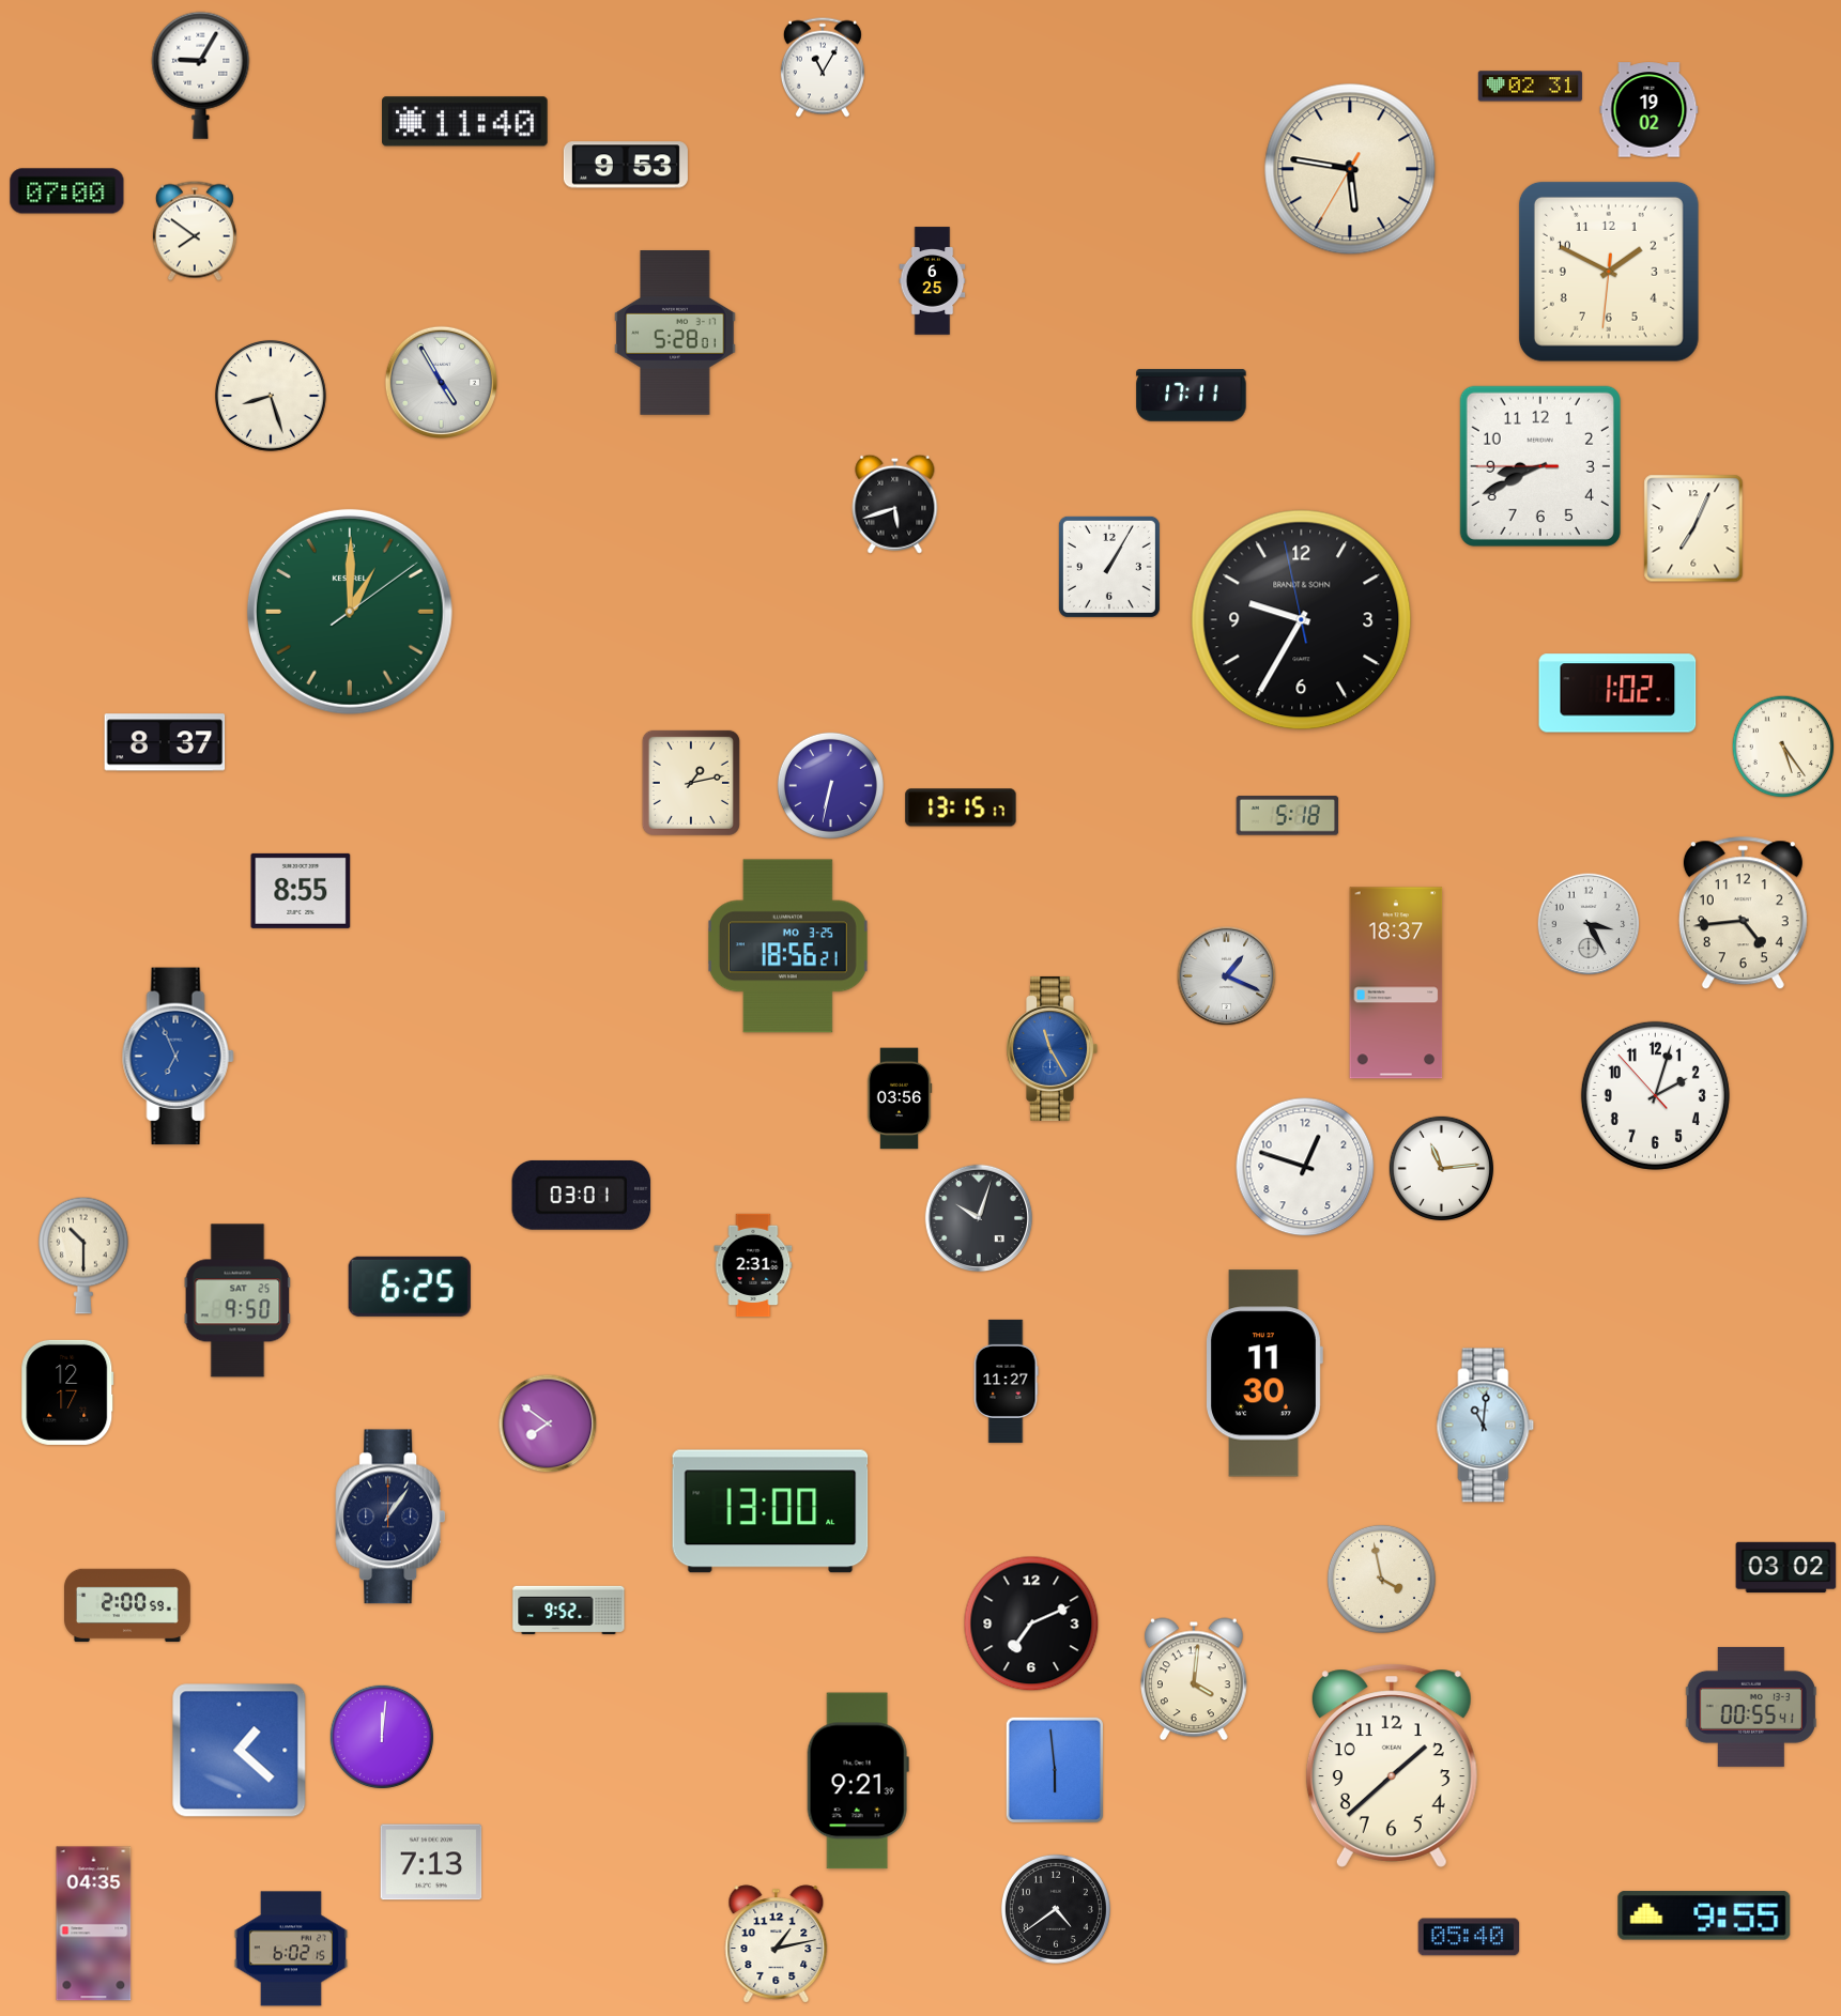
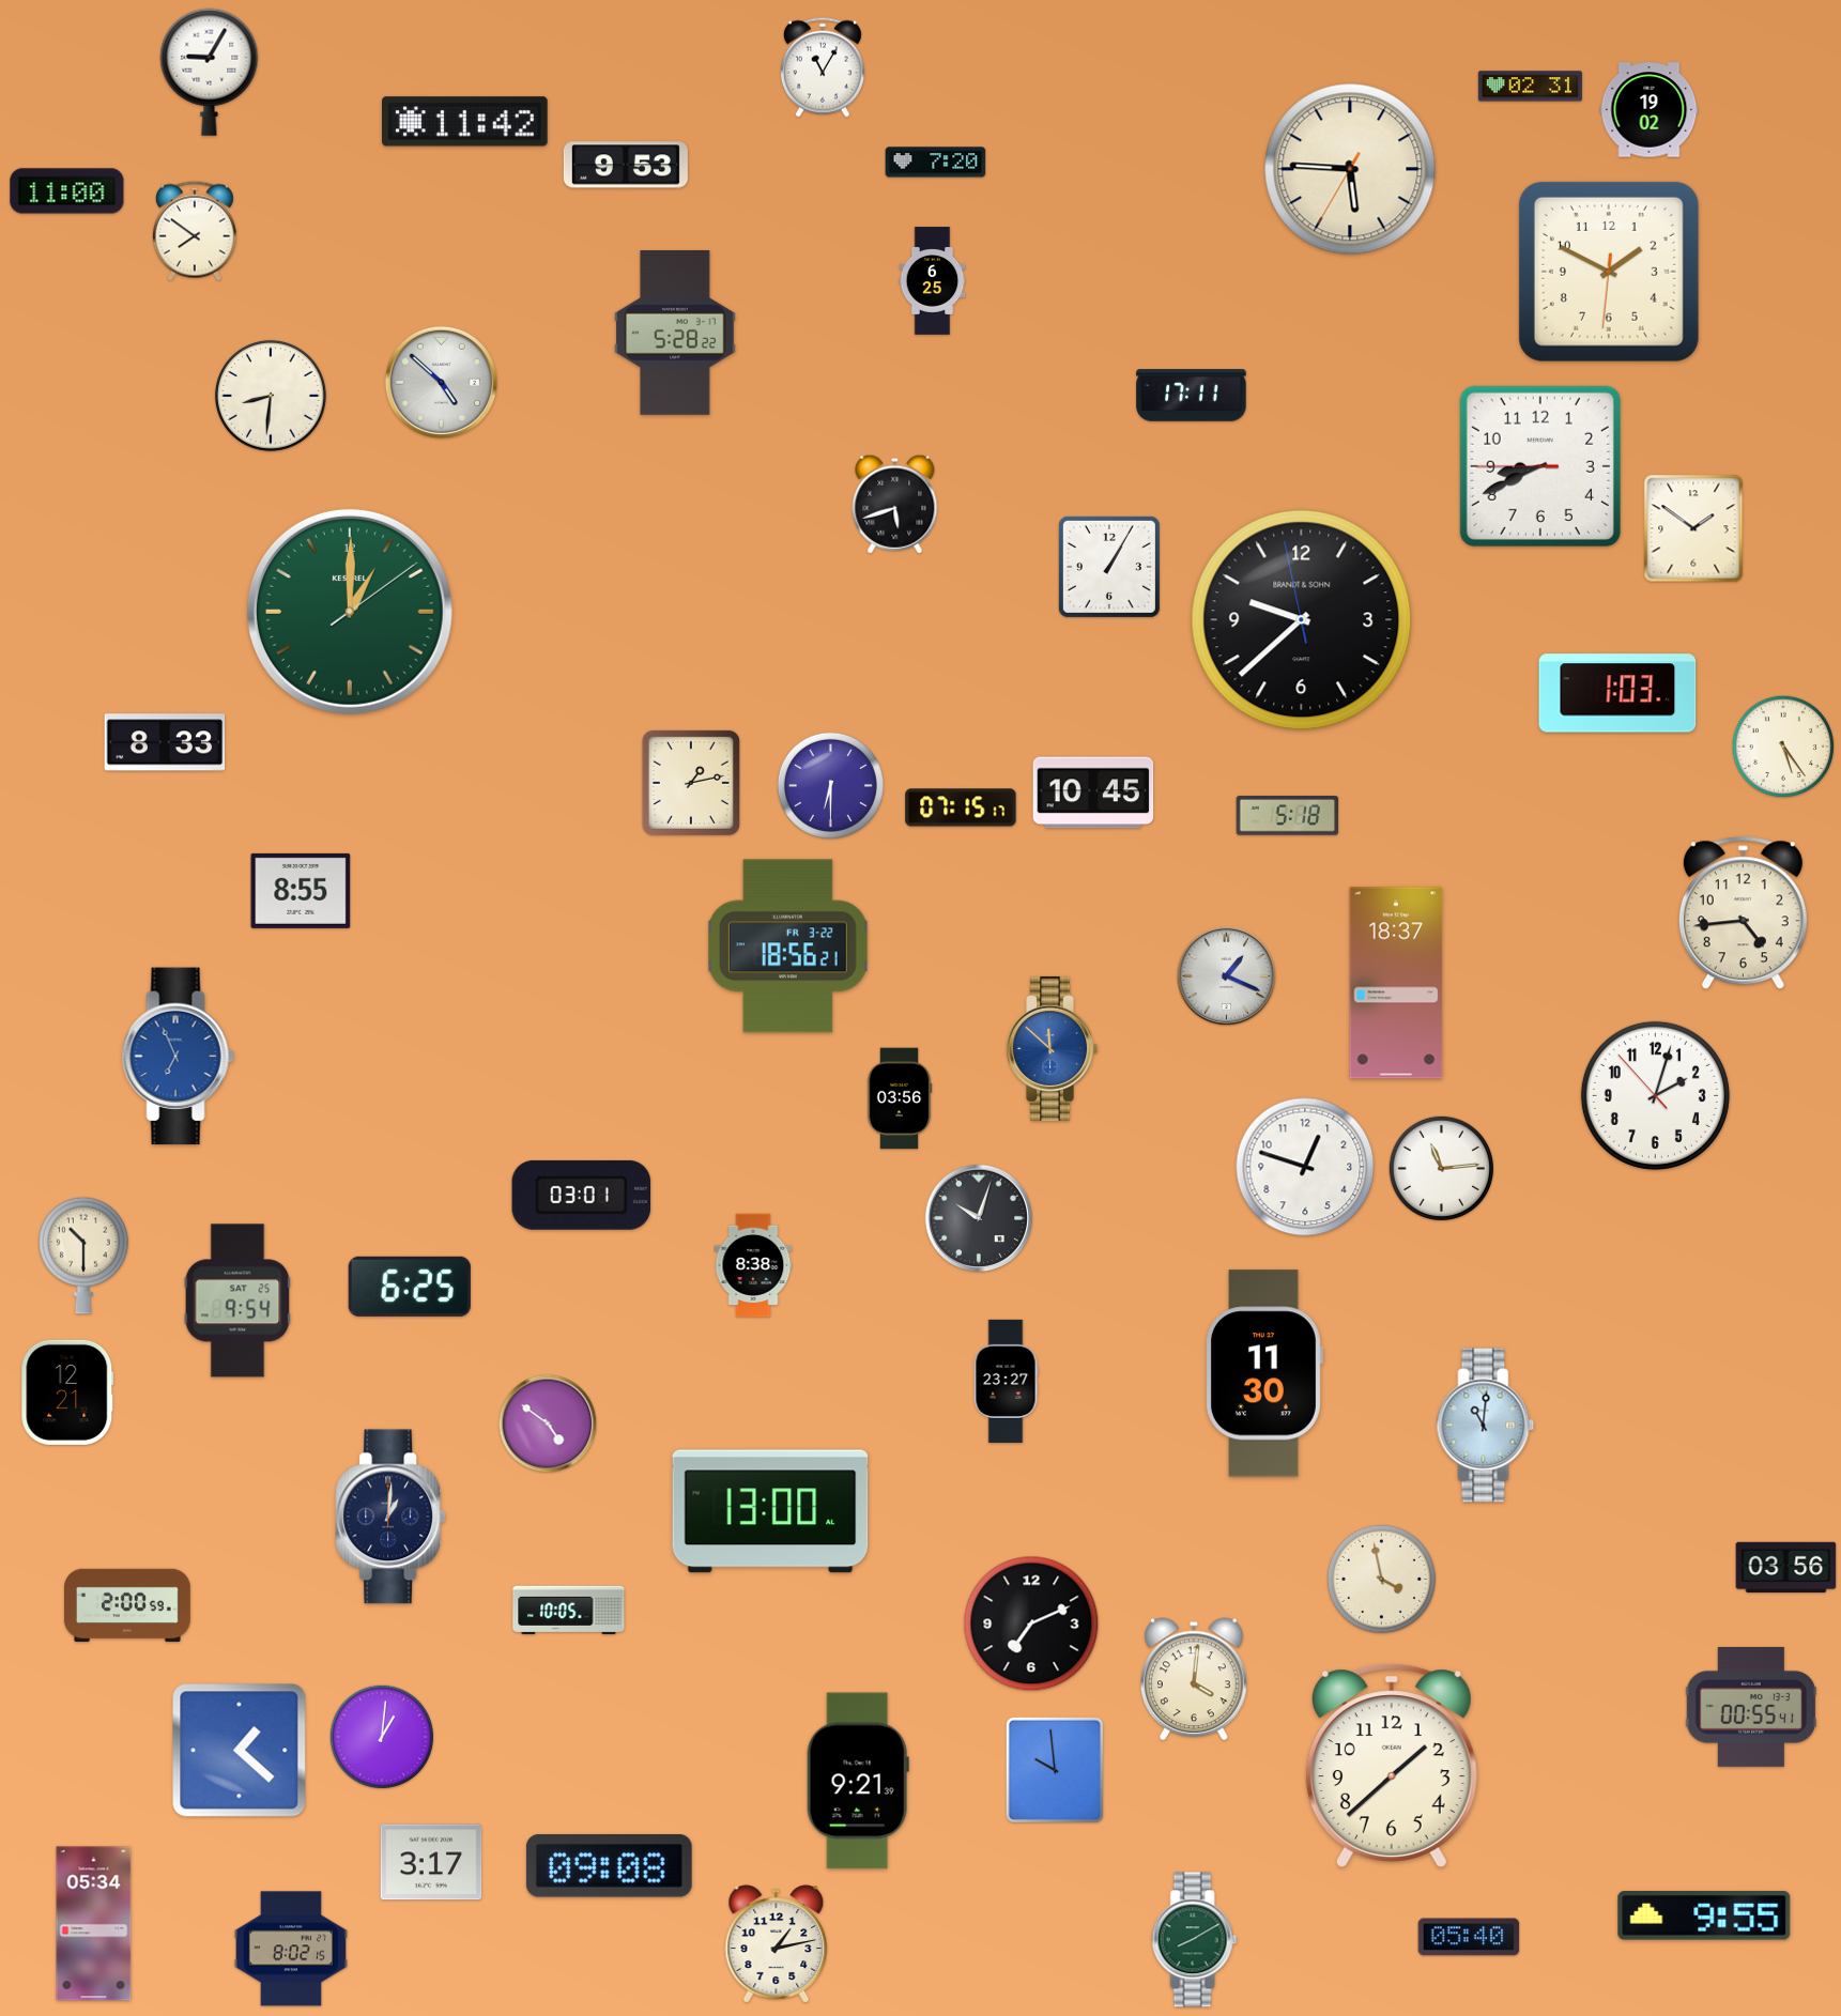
clock at (201, 75) position: (201, 75) -> (210, 72)
clock at (465, 122): 11:40 -> 11:42
clock at (936, 163): none -> 7:20
clock at (1350, 169): 5:46 -> 5:45
clock at (67, 191): 07:00 -> 11:00
clock at (675, 334): 5:28:01 -> 5:28:22
clock at (441, 382): 4:55 -> 4:52
clock at (271, 396): 8:27 -> 8:31
clock at (1693, 528): 7:04 -> 1:51
clock at (1302, 620): 9:34 -> 9:37
clock at (1617, 693): 1:02 -> 1:03
clock at (165, 742): 8:37 -> 8:33
clock at (830, 785): 6:32 -> 6:30
clock at (1093, 792): none -> 10:45
clock at (961, 807): 13:15 -> 07:15
clock at (1589, 924): 3:25 -> none
clock at (787, 947) date: MO 3-25 -> FR 3-22
clock at (1052, 1048): 11:25 -> 11:52
clock at (753, 1265): 2:31 -> 8:38
clock at (237, 1301): 9:50 -> 9:54
clock at (1006, 1381): 11:27 -> 23:27
clock at (67, 1392): 12:17 -> 12:21
clock at (548, 1423): 7:51 -> 4:51
clock at (390, 1517): 1:06 -> 1:01
clock at (1786, 1568): 03:02 -> 03:56
clock at (569, 1610): 9:52 -> 10:05
clock at (381, 1736): 12:01 -> 1:01
clock at (1055, 1770): 5:59 -> 9:59
clock at (431, 1862): 7:13 -> 3:17
clock at (609, 1866): none -> 09:08
clock at (1056, 1909): 4:39 -> none
clock at (94, 1924): 04:35 -> 05:34
clock at (1195, 1940): none -> 8:10
clock at (291, 1949): 6:02 -> 8:02
